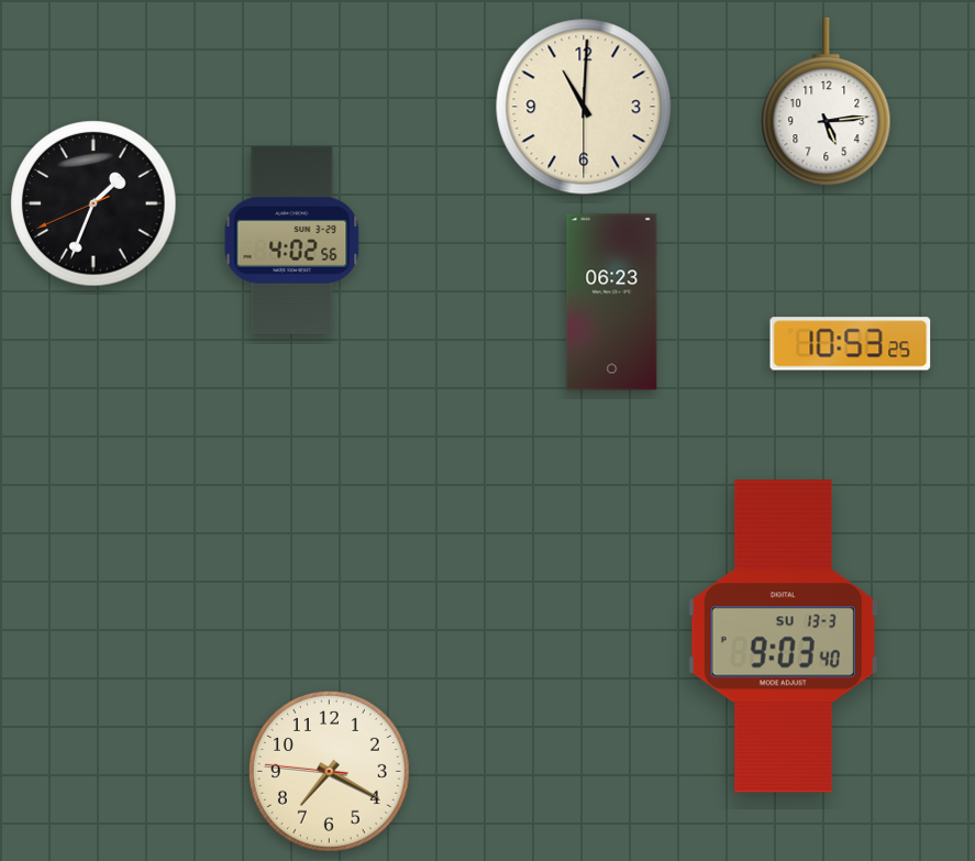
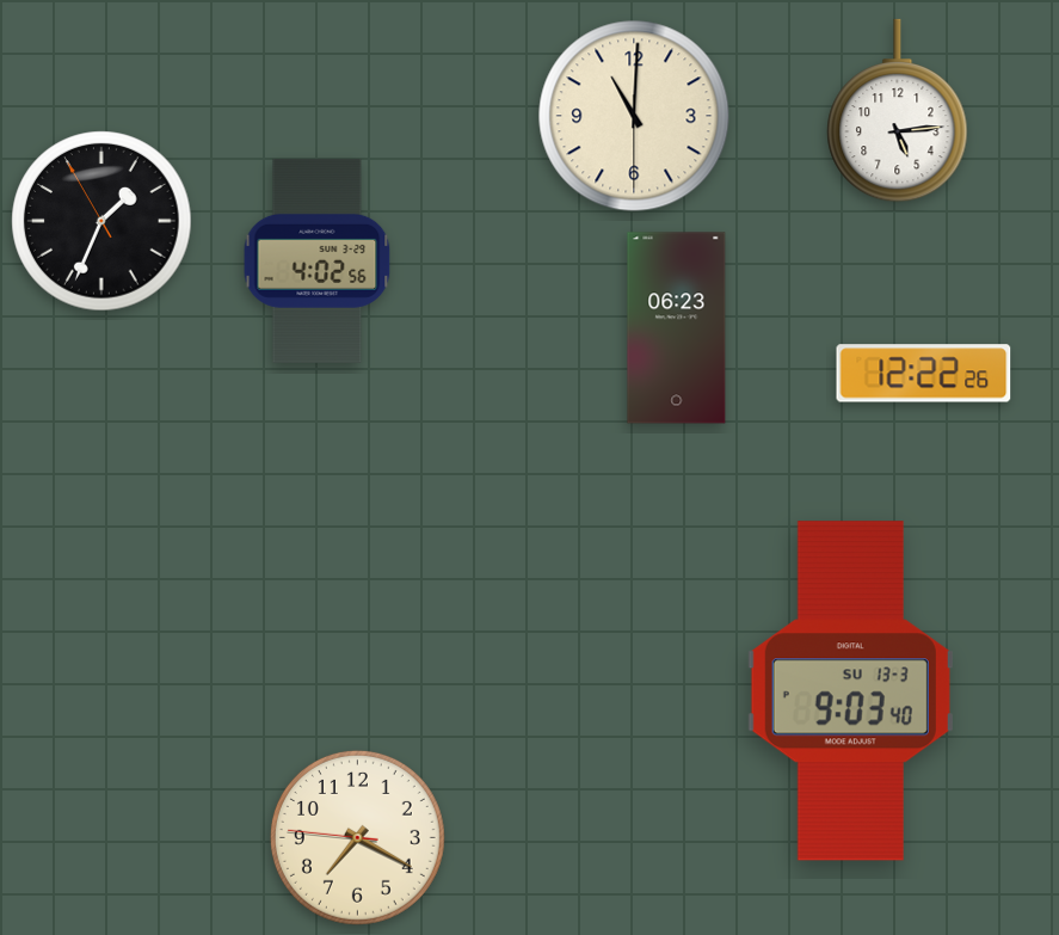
clock at (93, 203): 1:33:41 -> 1:33:55
clock at (612, 302) position: (612, 302) -> (677, 328)
clock at (851, 344): 10:53 -> 12:22
